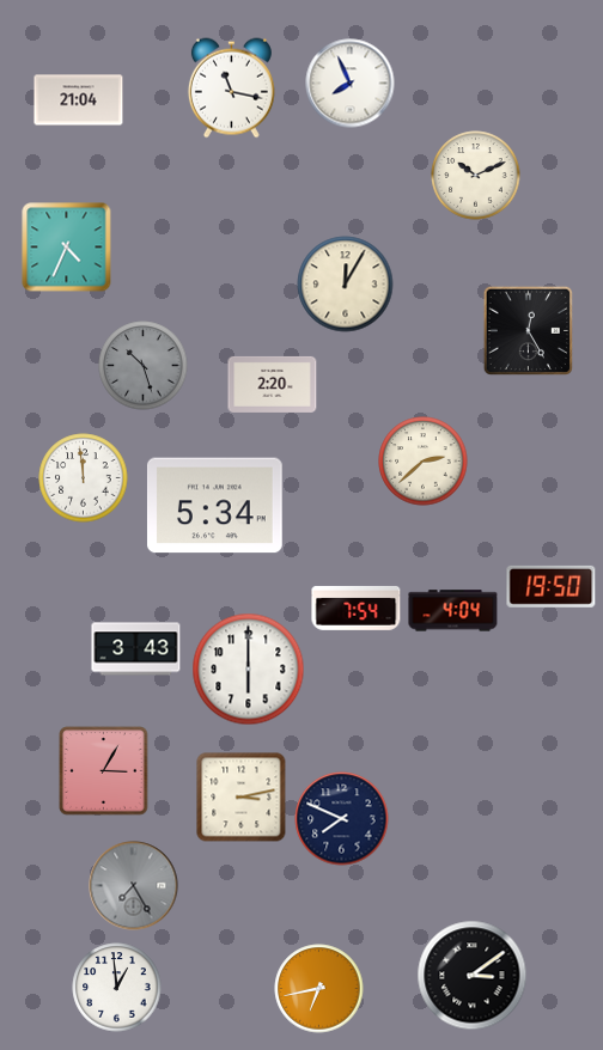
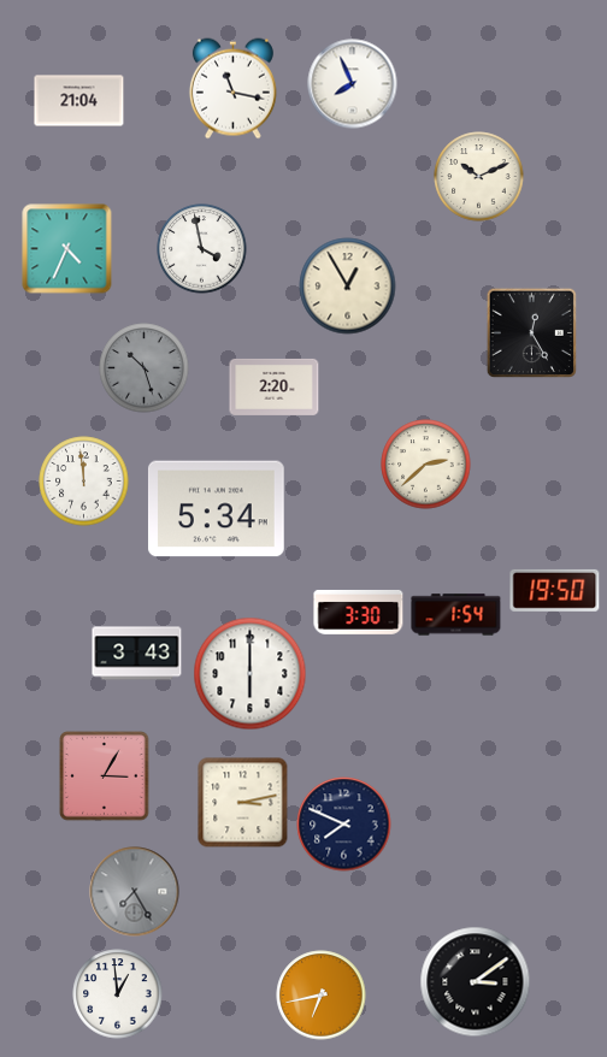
clock at (202, 249): none -> 3:58
clock at (346, 285): 12:05 -> 12:55
clock at (357, 608): 7:54 -> 3:30
clock at (453, 611): 4:04 -> 1:54
